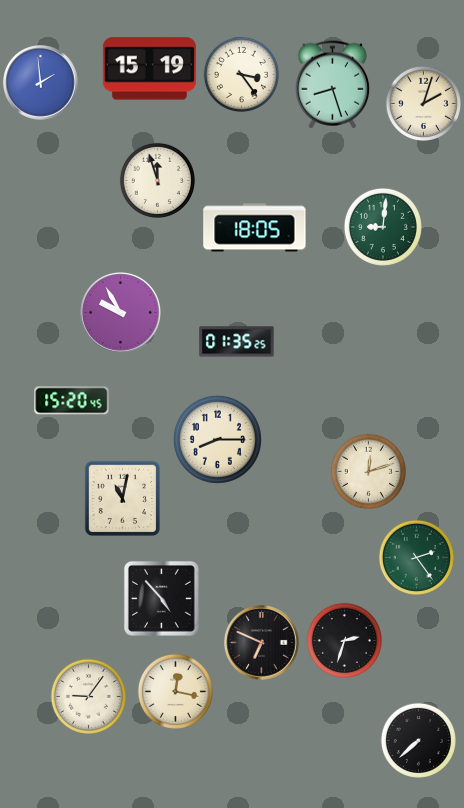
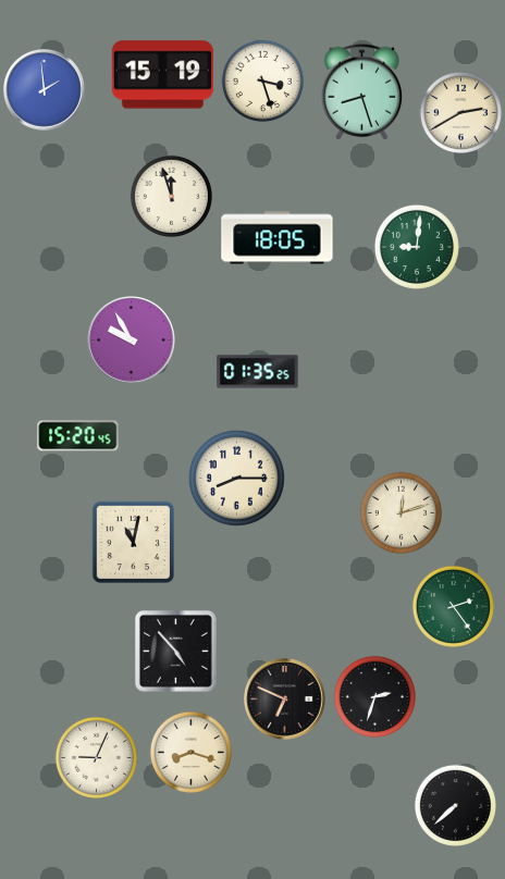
clock at (241, 74): 3:24 -> 3:27
clock at (423, 103): 2:03 -> 2:40
clock at (255, 228) position: (255, 228) -> (278, 238)
clock at (175, 691): 12:17 -> 8:18
clock at (88, 696): 9:06 -> 9:04
